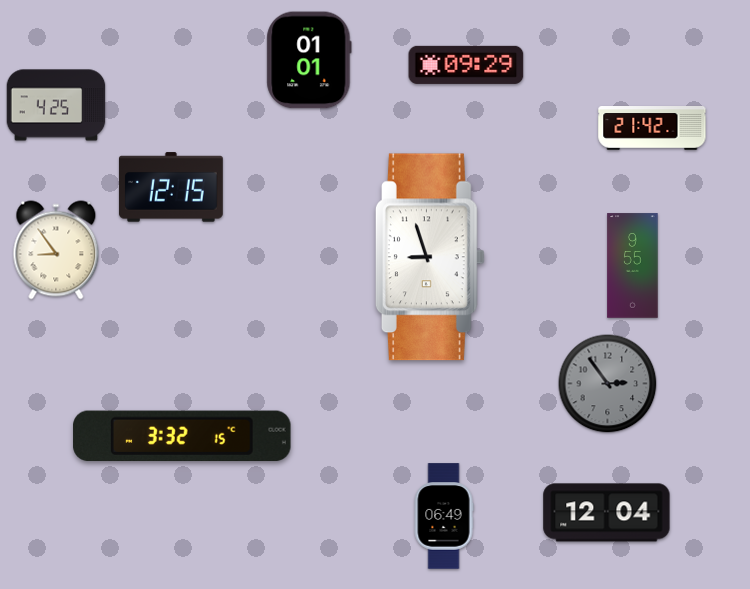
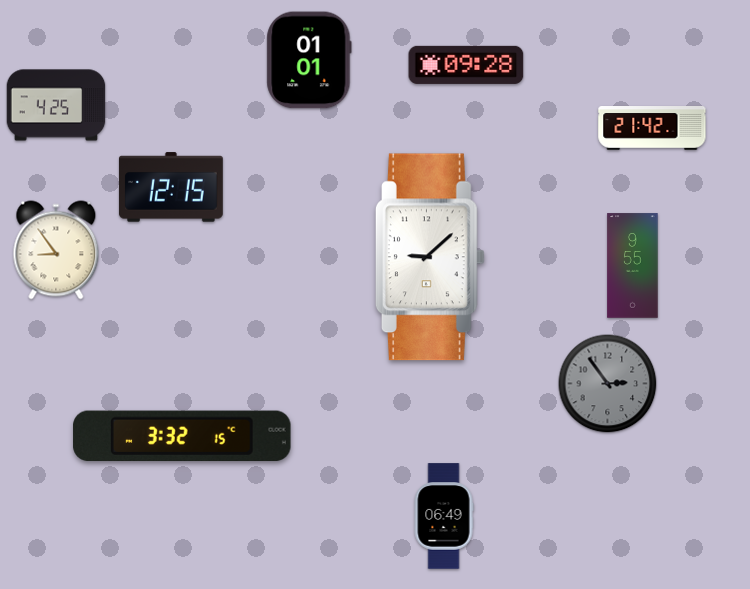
clock at (466, 65): 09:29 -> 09:28
clock at (430, 257): 8:57 -> 9:08
clock at (607, 513): 12:04 -> none
